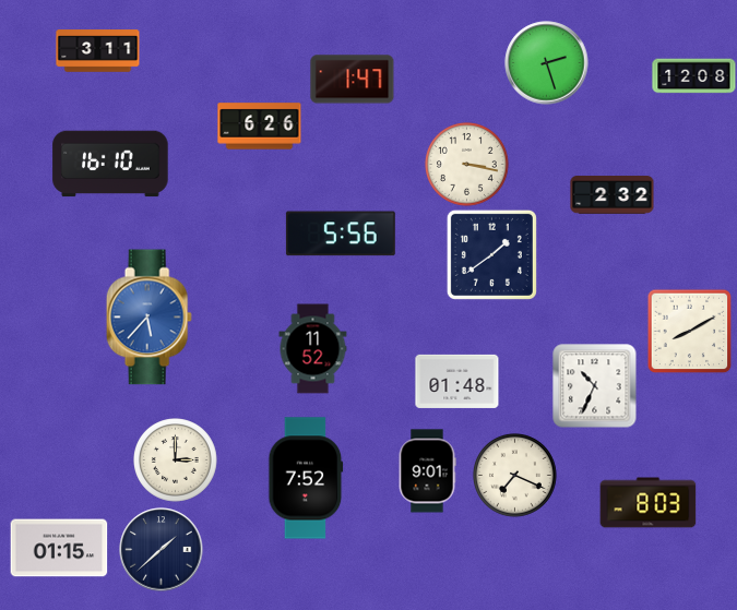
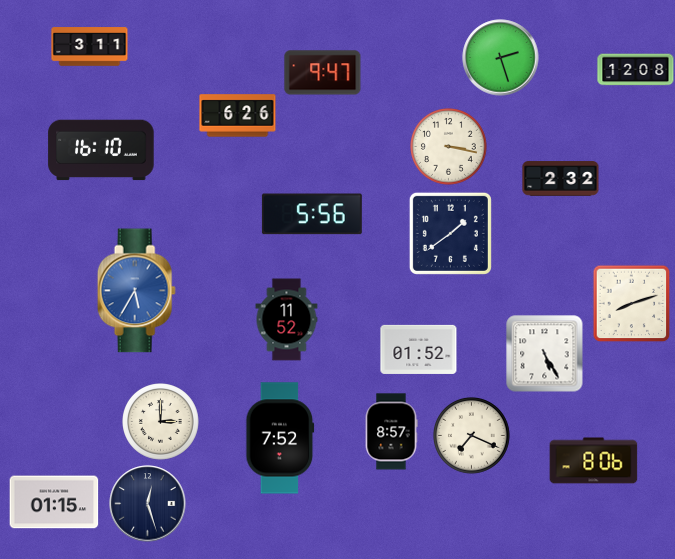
clock at (353, 80): 1:47 -> 9:47
clock at (467, 165) position: (467, 165) -> (449, 147)
clock at (148, 318): 5:37 -> 5:35
clock at (689, 331): 8:10 -> 8:12
clock at (457, 381): 01:48 -> 01:52
clock at (595, 386): 10:34 -> 5:25
clock at (427, 471): 9:01 -> 8:57
clock at (649, 503): 8:03 -> 8:06
clock at (162, 550): 1:38 -> 12:27
